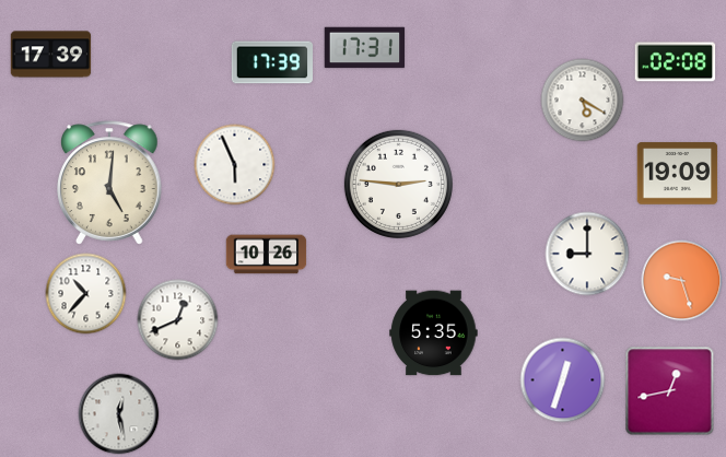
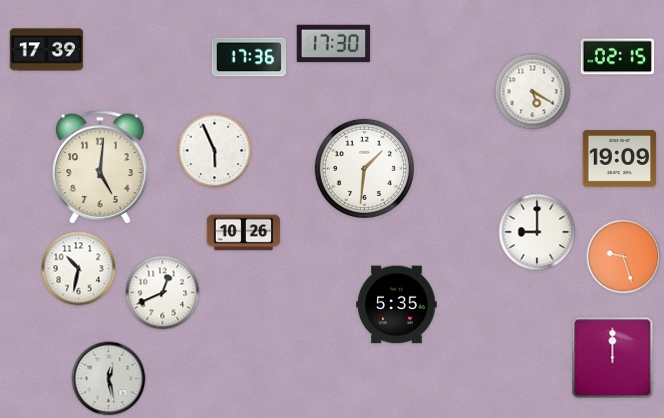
clock at (365, 48): 17:31 -> 17:30
clock at (272, 62): 17:39 -> 17:36
clock at (676, 62): 02:08 -> 02:15
clock at (398, 184): 2:46 -> 1:31
clock at (86, 294): 10:37 -> 10:32
clock at (563, 380): 12:33 -> none
clock at (670, 391): 12:43 -> 12:00
